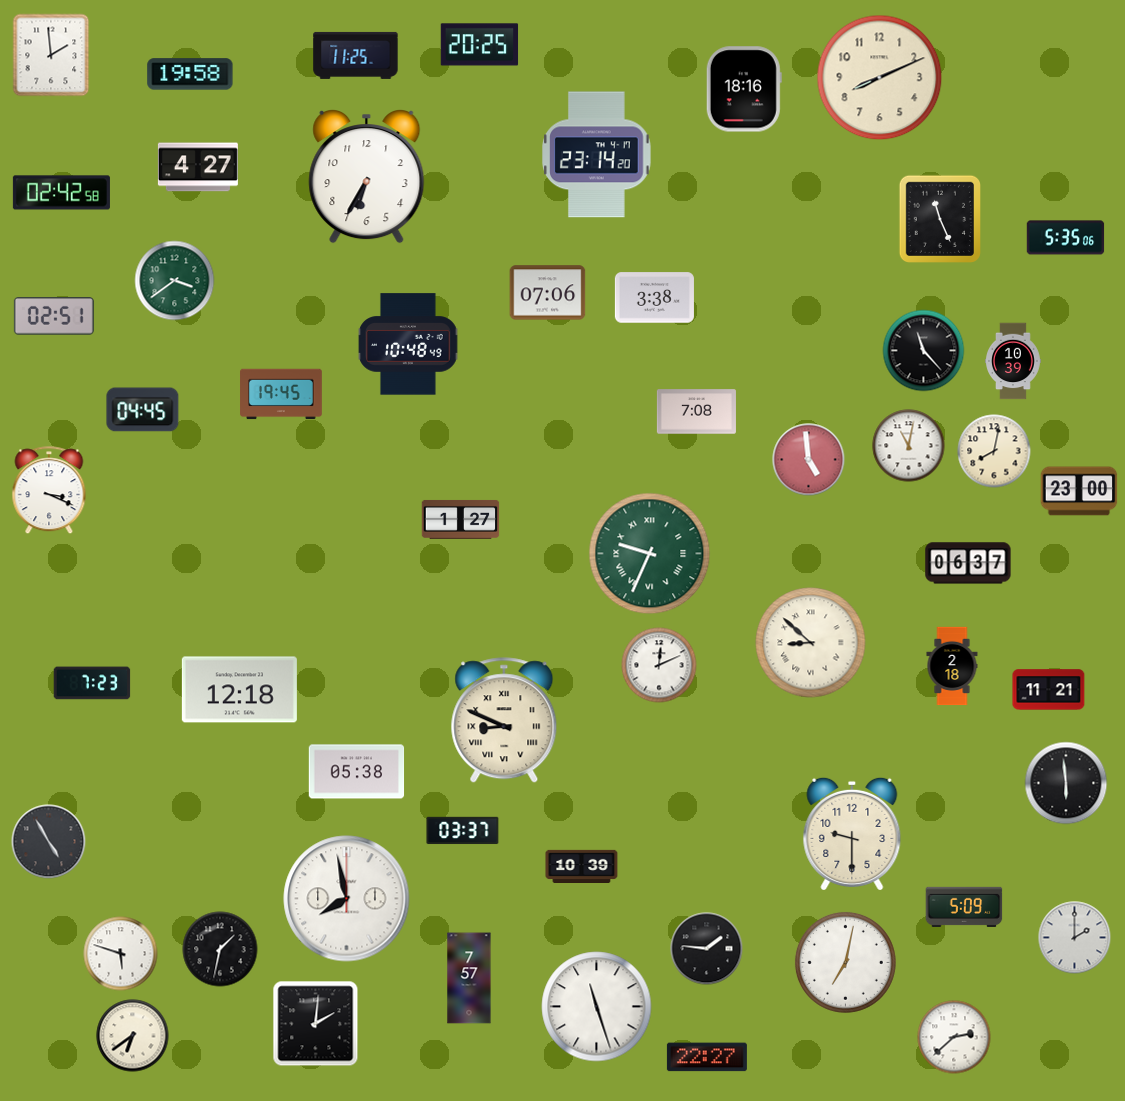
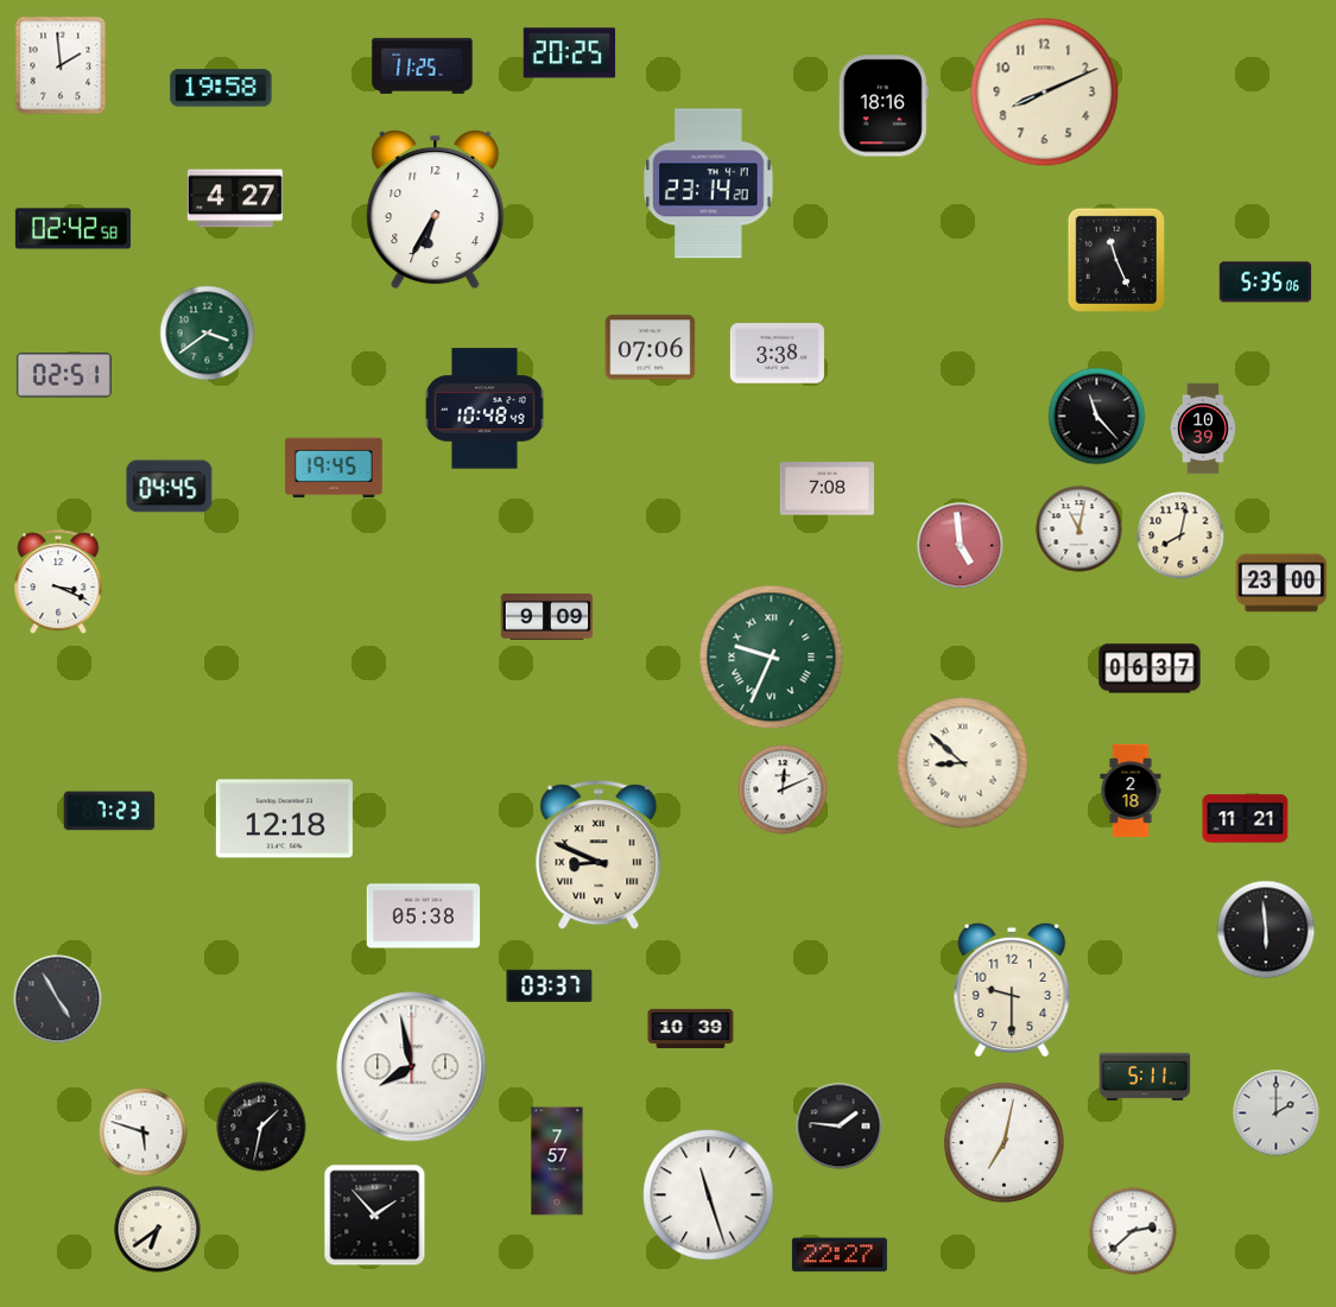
clock at (190, 74) position: (190, 74) -> (221, 88)
clock at (461, 519): 1:27 -> 9:09
clock at (964, 907): 5:09 -> 5:11
clock at (316, 1024): 2:01 -> 1:53
